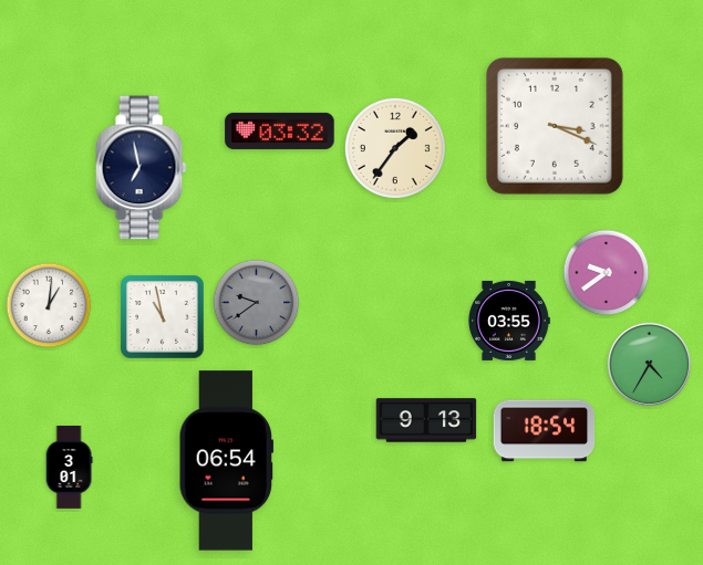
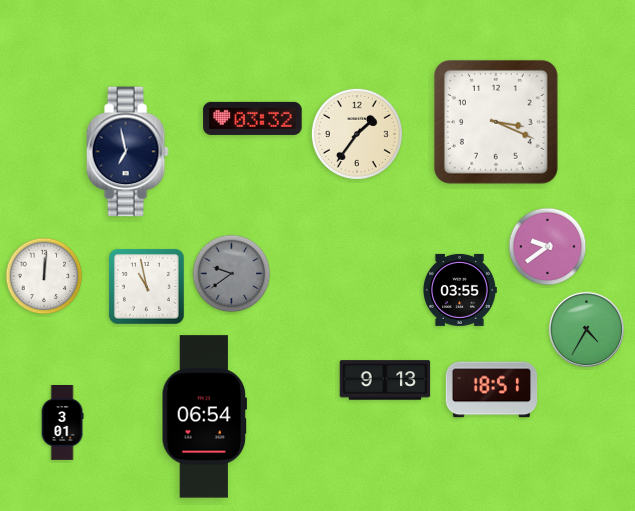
clock at (555, 126) position: (555, 126) -> (496, 122)
clock at (49, 305): 1:01 -> 12:01
clock at (545, 431): 18:54 -> 18:51
